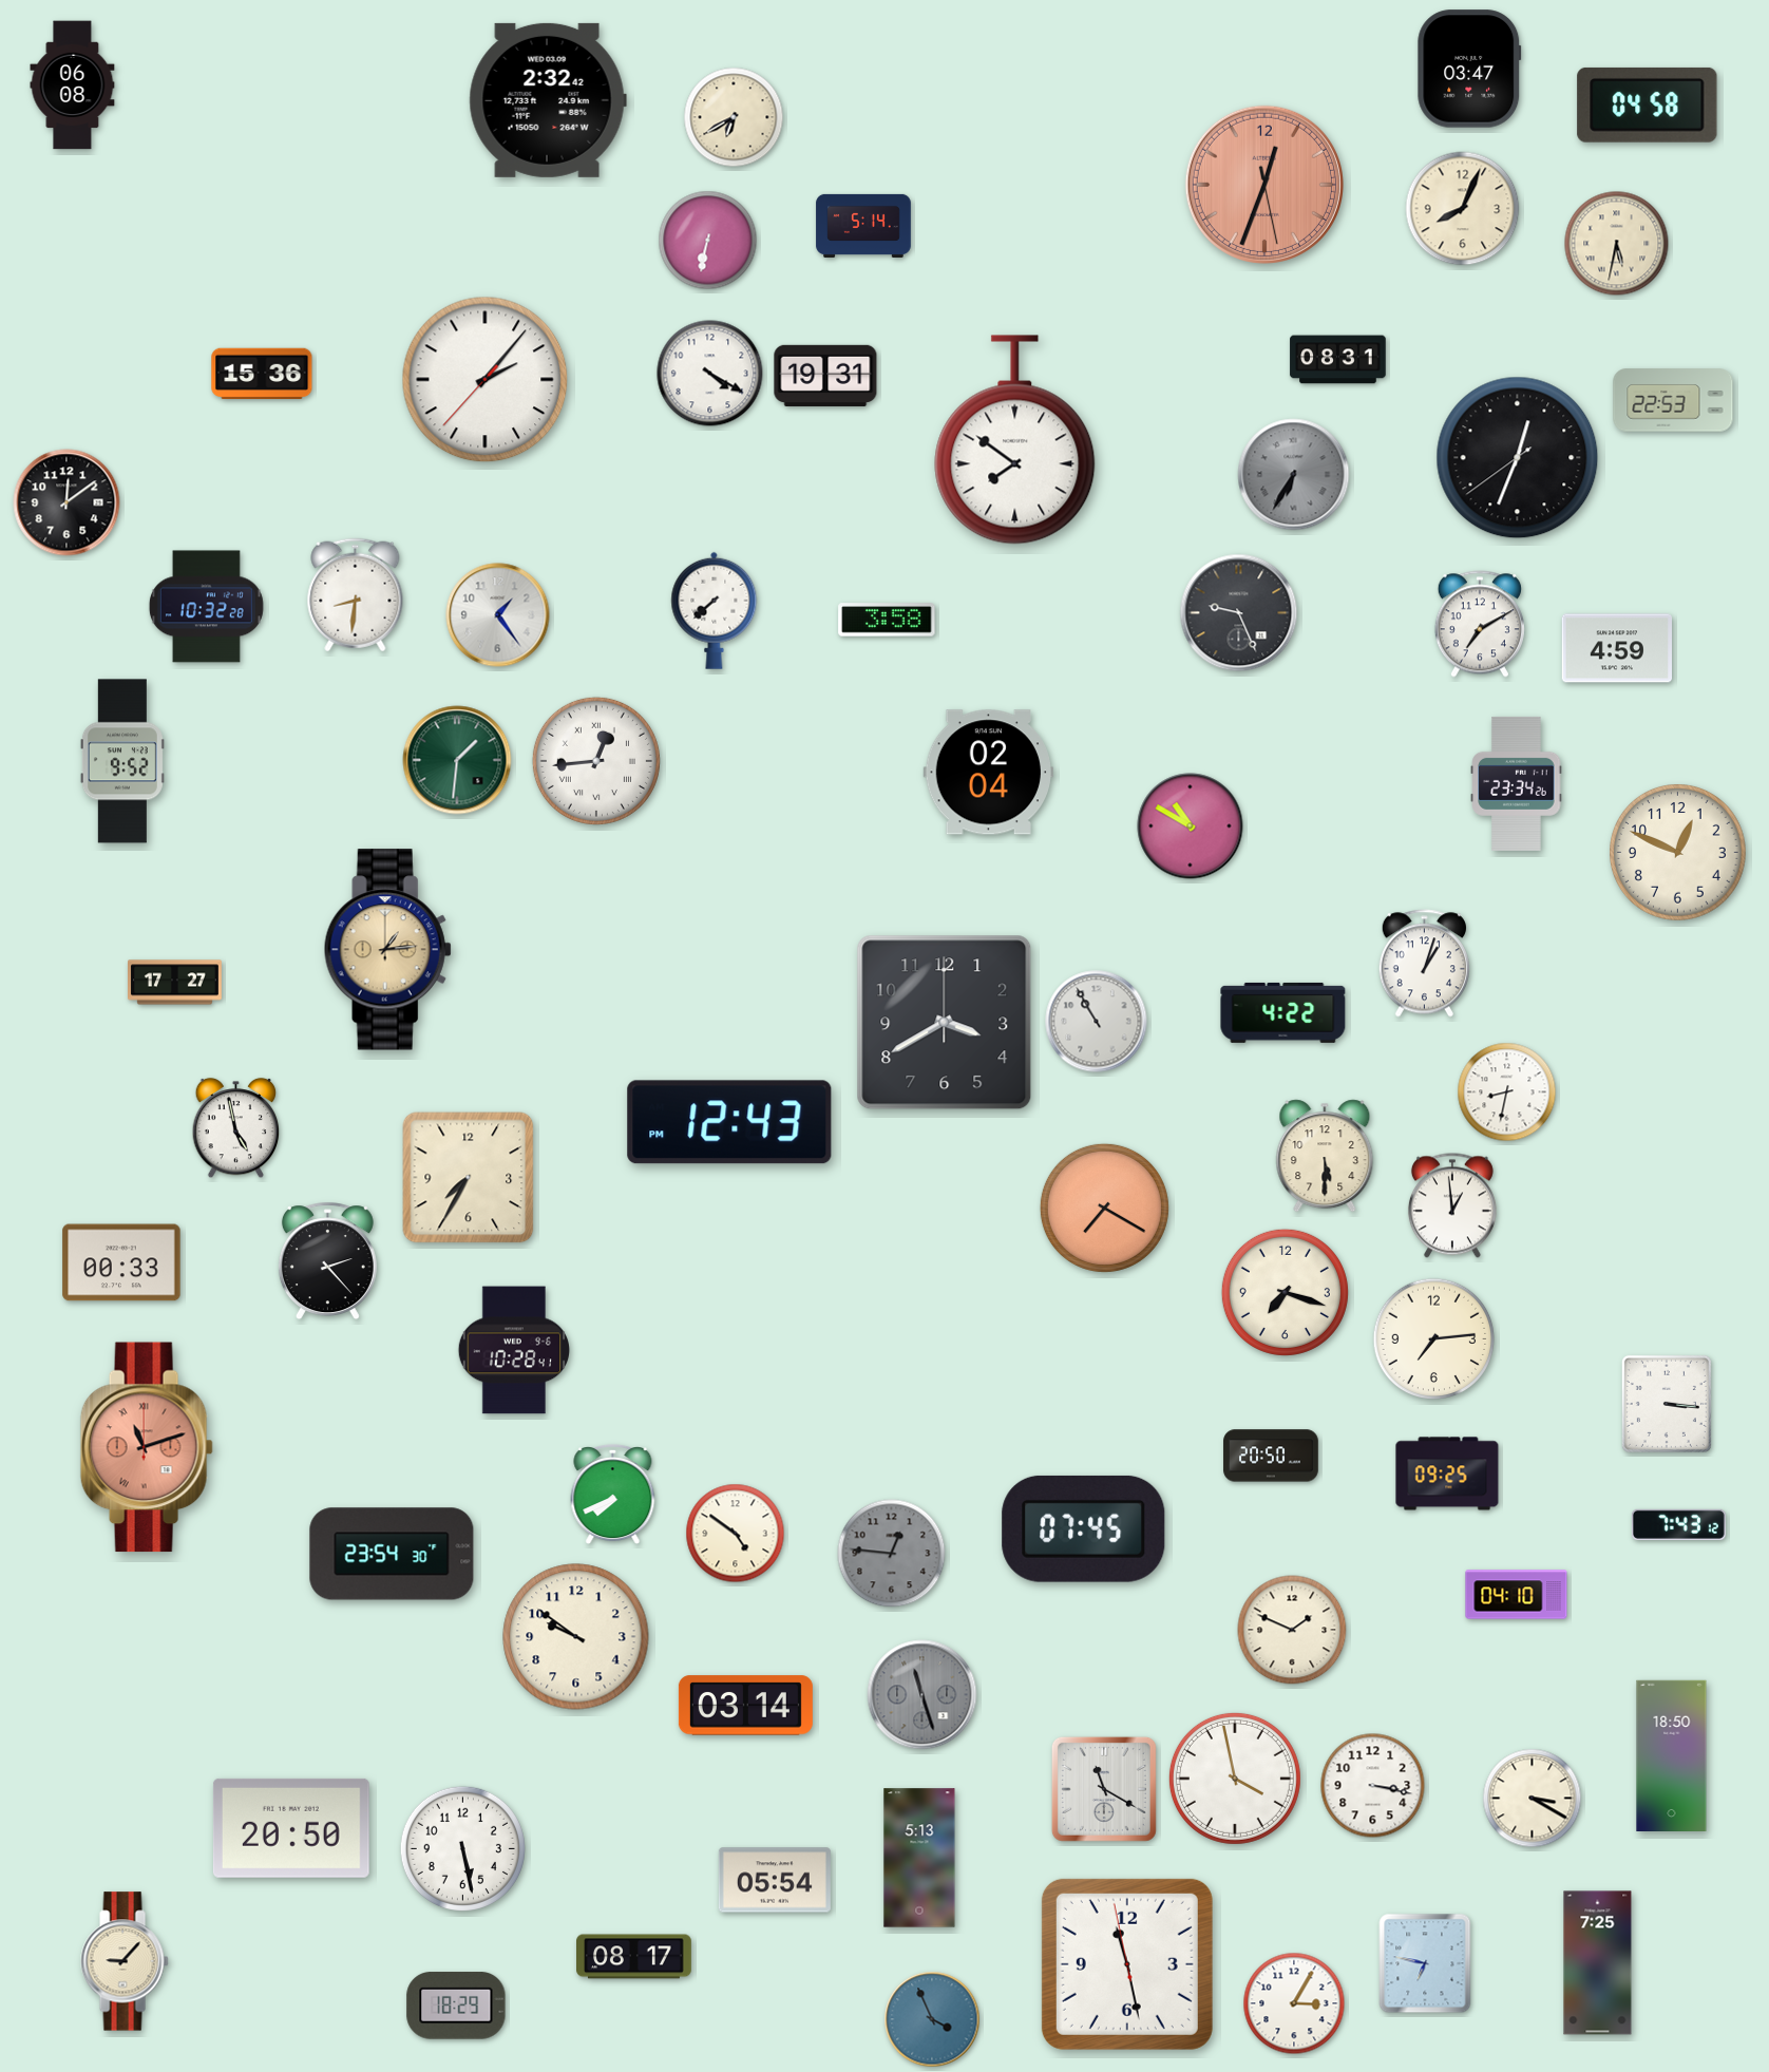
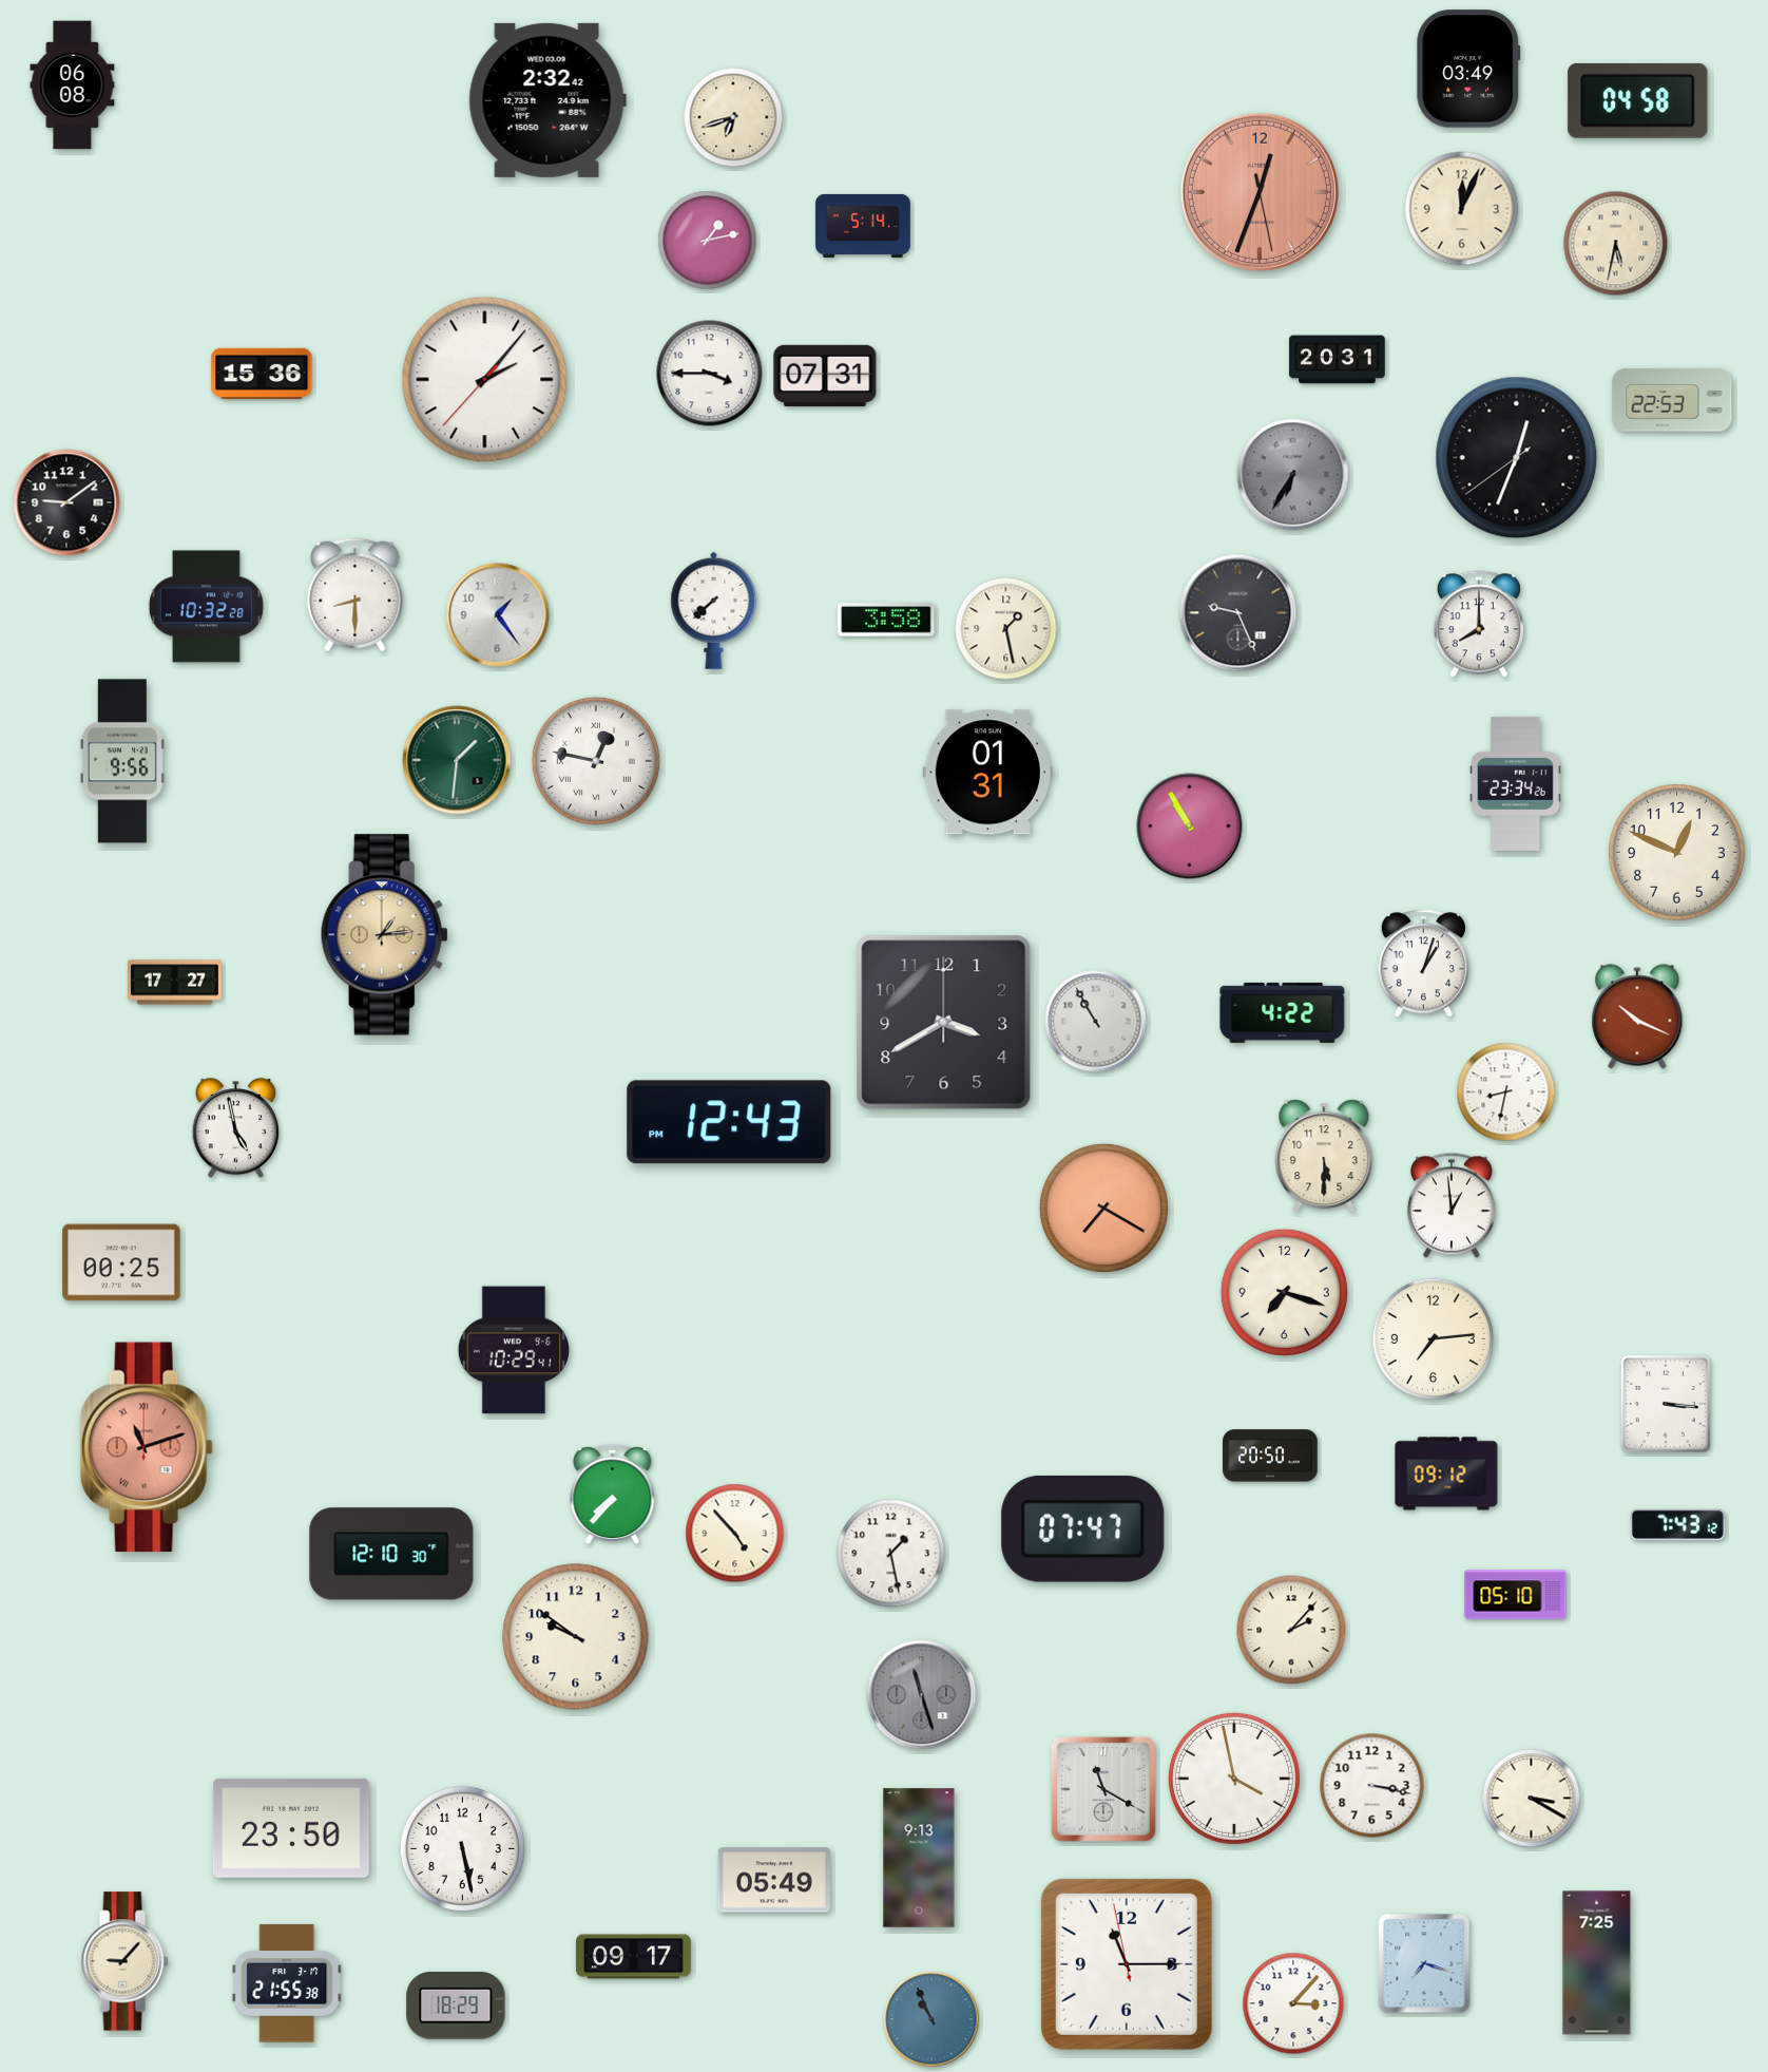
clock at (1469, 69): 03:47 -> 03:49
clock at (1648, 104) position: (1648, 104) -> (1638, 100)
clock at (734, 117): 6:40 -> 6:42
clock at (1264, 185) position: (1264, 185) -> (1260, 192)
clock at (1463, 209): 8:04 -> 12:04
clock at (708, 241): 6:32 -> 1:13
clock at (1338, 360): 08:31 -> 20:31
clock at (710, 374): 4:20 -> 3:45
clock at (825, 376): 19:31 -> 07:31
clock at (1015, 440): 7:51 -> none
clock at (66, 502): 12:09 -> 9:09
clock at (356, 595): 8:31 -> 8:30
clock at (1480, 624): 7:10 -> 8:00
clock at (1006, 629): none -> 1:28
clock at (1616, 648): 4:59 -> none
clock at (122, 761): 9:52 -> 9:56
clock at (596, 761): 12:44 -> 12:47
clock at (988, 773): 02:04 -> 01:31
clock at (1191, 826): 10:50 -> 10:55
clock at (387, 950) position: (387, 950) -> (384, 935)
clock at (1637, 1016): none -> 10:19
clock at (469, 1178): 7:35 -> none
clock at (327, 1261): 2:23 -> none
clock at (121, 1262): 00:33 -> 00:25
clock at (513, 1350): 10:28 -> 10:29
clock at (1447, 1474): 09:25 -> 09:12
clock at (613, 1496): 7:41 -> 7:37
clock at (1084, 1528): 07:45 -> 07:47
clock at (736, 1534): 4:51 -> 4:53
clock at (392, 1554): 23:54 -> 12:10
clock at (892, 1554): 12:46 -> 1:28
clock at (892, 1554) dial: grey -> white
clock at (1517, 1595): 04:10 -> 05:10
clock at (1292, 1630): 1:49 -> 2:07
clock at (745, 1706): 03:14 -> none
clock at (1672, 1755): 18:50 -> none
clock at (291, 1828): 20:50 -> 23:50
clock at (919, 1858): 5:13 -> 9:13
clock at (775, 1880): 05:54 -> 05:49
clock at (634, 1957): 08:17 -> 09:17
clock at (1425, 1963): 6:47 -> 7:18
clock at (1127, 1964): 11:27 -> 11:14
clock at (287, 1983): none -> 21:55
clock at (1294, 2003): 3:05 -> 3:07
clock at (932, 2019): 3:56 -> 10:56
